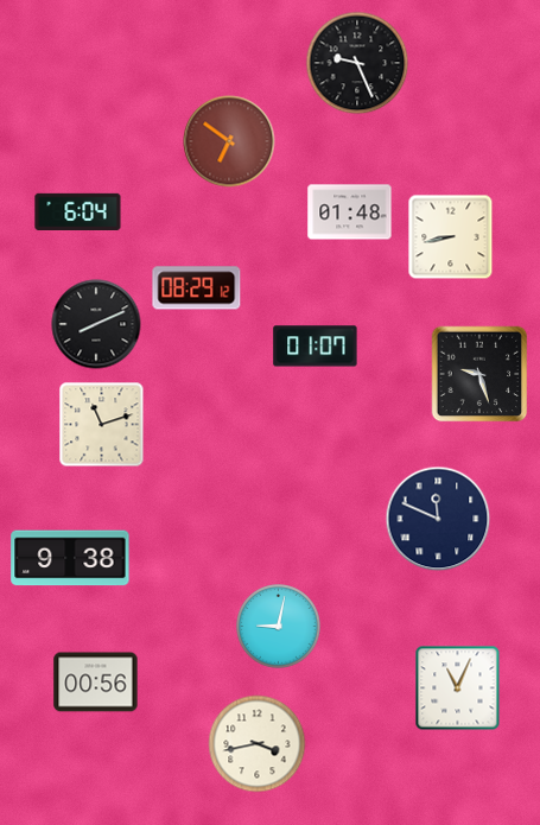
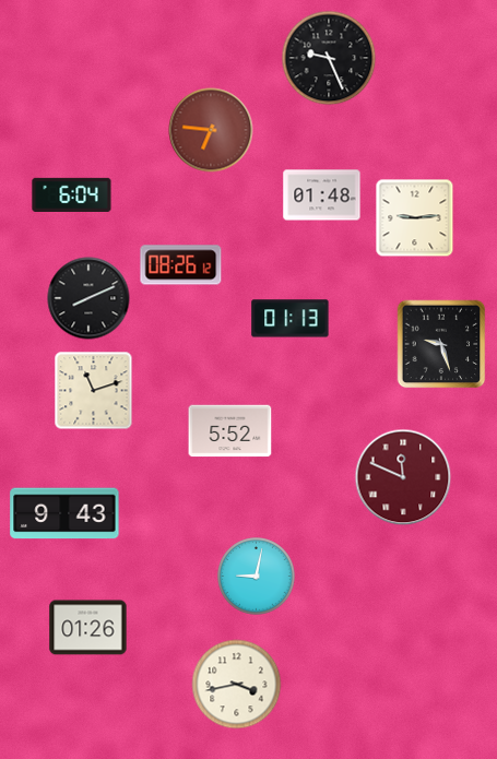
clock at (229, 141): 6:51 -> 6:46
clock at (451, 237): 8:43 -> 9:14
clock at (197, 288): 08:29 -> 08:26
clock at (316, 347): 01:07 -> 01:13
clock at (230, 431): none -> 5:52
clock at (438, 519) dial: navy -> burgundy
clock at (70, 558): 9:38 -> 9:43
clock at (96, 683): 00:56 -> 01:26
clock at (458, 688): 11:04 -> none
